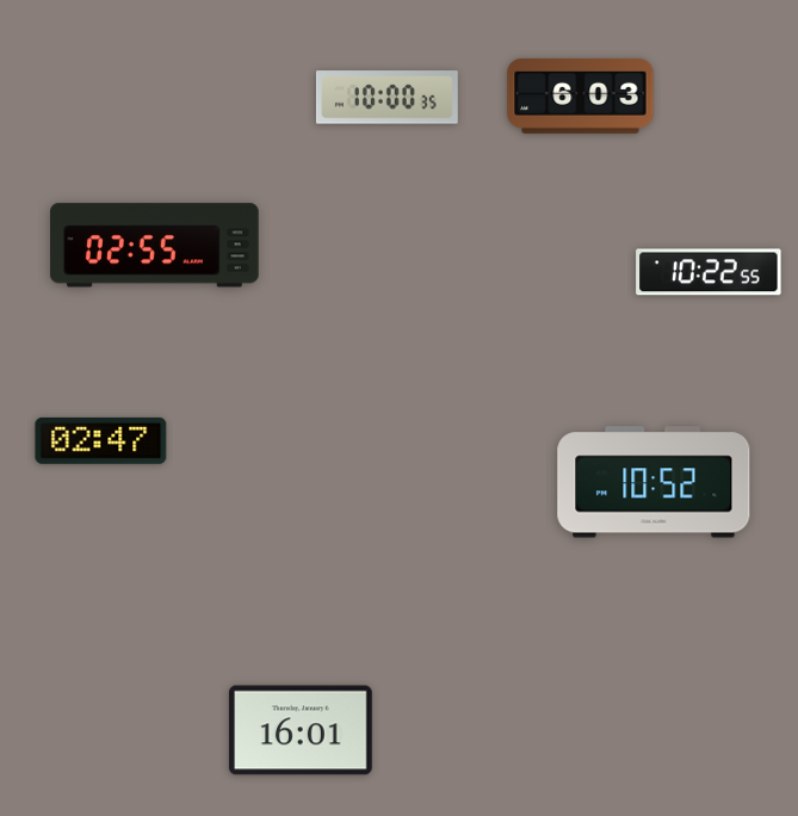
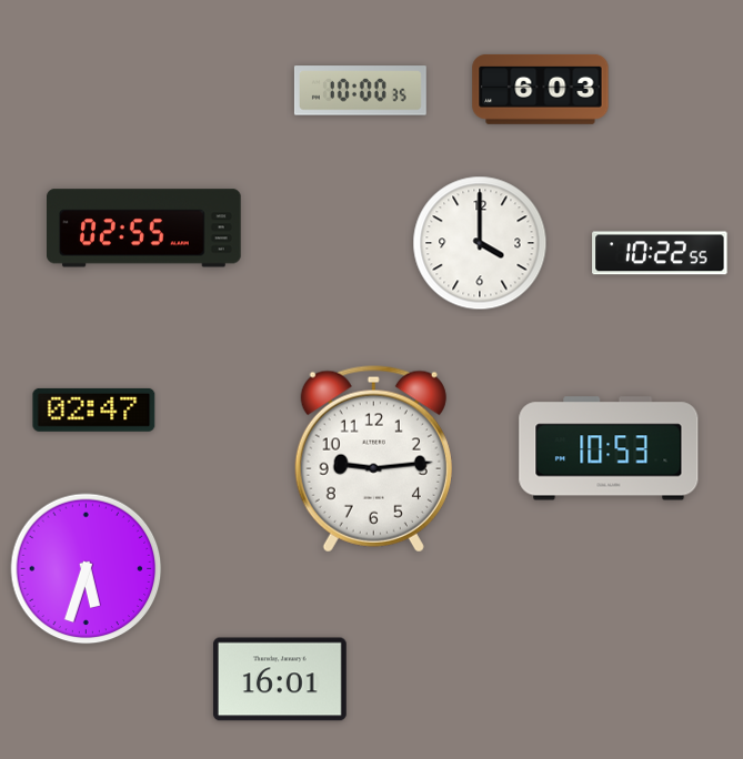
clock at (480, 243): none -> 4:00
clock at (654, 482): 10:52 -> 10:53
clock at (373, 459): none -> 9:14
clock at (87, 569): none -> 5:33
